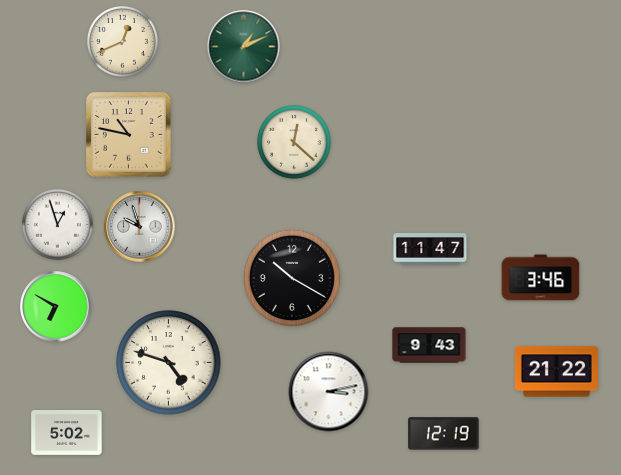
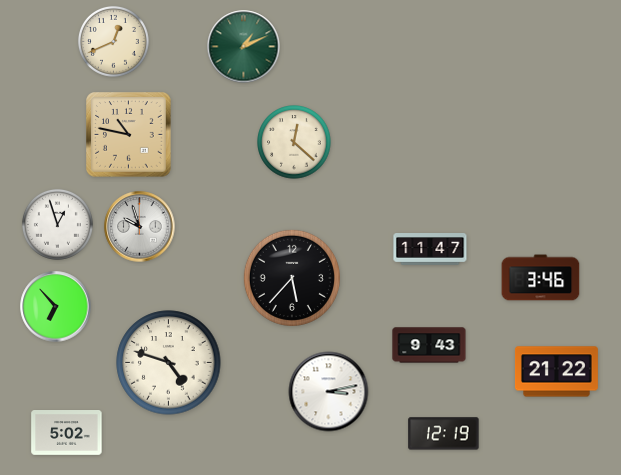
clock at (122, 41) position: (122, 41) -> (113, 41)
clock at (292, 278): 10:20 -> 5:37
clock at (56, 307): 6:50 -> 6:53
